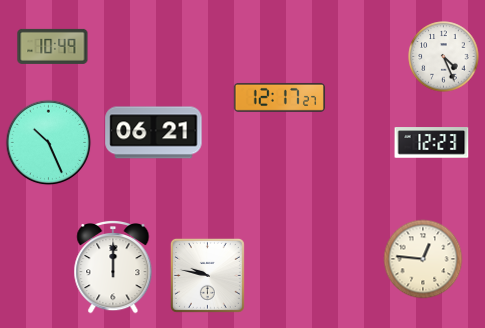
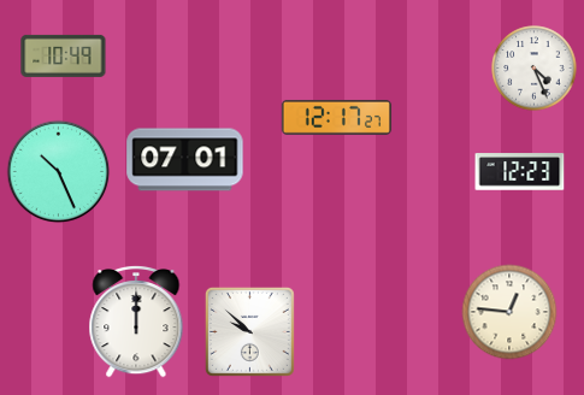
clock at (154, 133): 06:21 -> 07:01
clock at (207, 275): 9:47 -> 9:52
